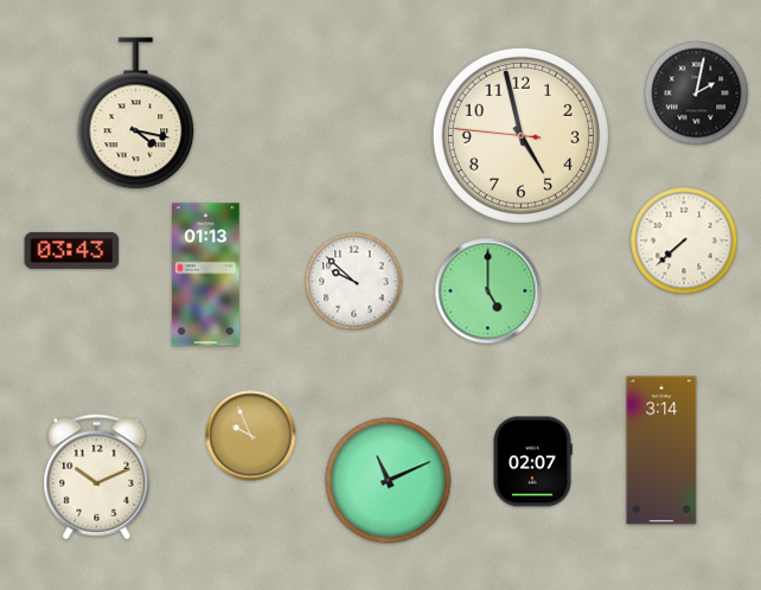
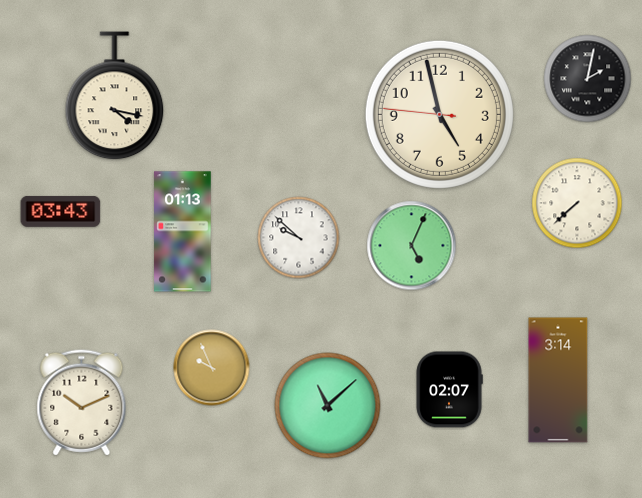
clock at (206, 275) position: (206, 275) -> (183, 232)
clock at (488, 291): 5:00 -> 5:04
clock at (389, 481): 11:11 -> 11:08
